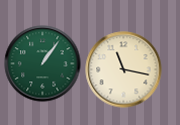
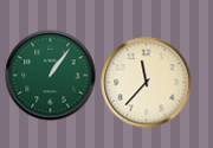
clock at (124, 70): 11:17 -> 11:37
